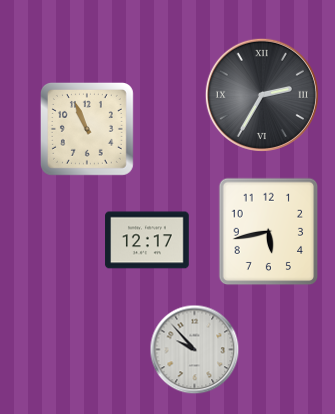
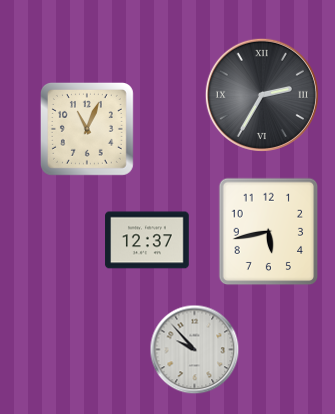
clock at (87, 129): 10:56 -> 11:04
clock at (147, 240): 12:17 -> 12:37
